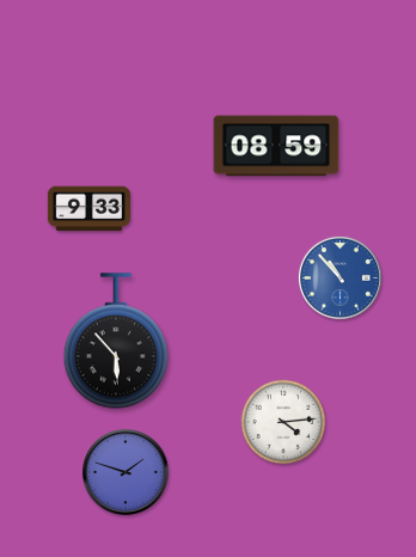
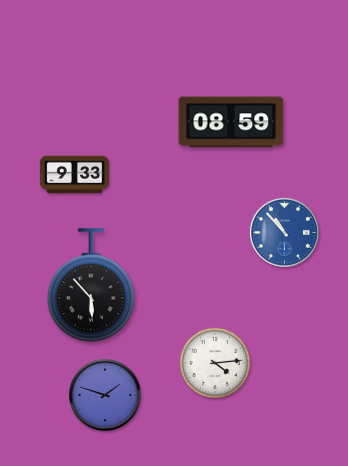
clock at (116, 341) position: (116, 341) -> (91, 285)
clock at (283, 422) position: (283, 422) -> (215, 363)
